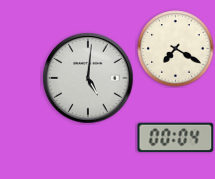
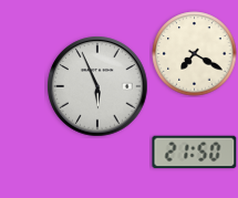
clock at (88, 78): 5:01 -> 5:56
clock at (176, 138): 00:04 -> 21:50
